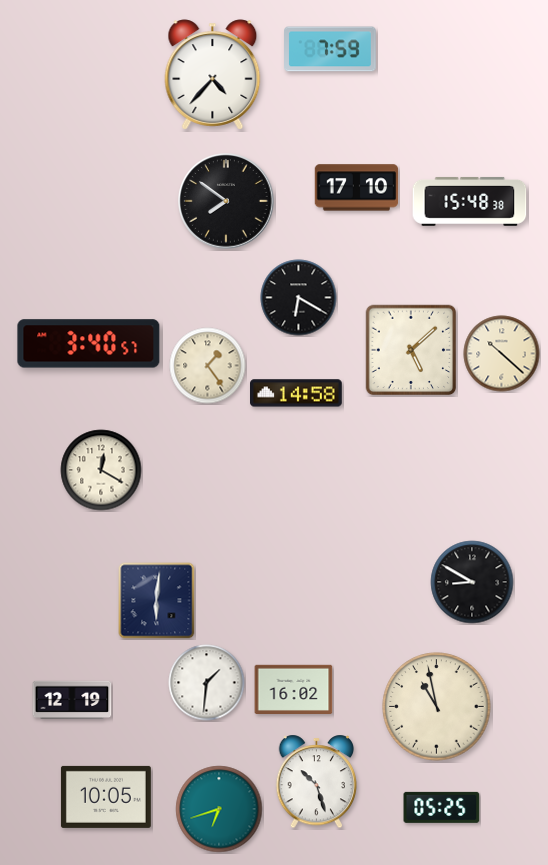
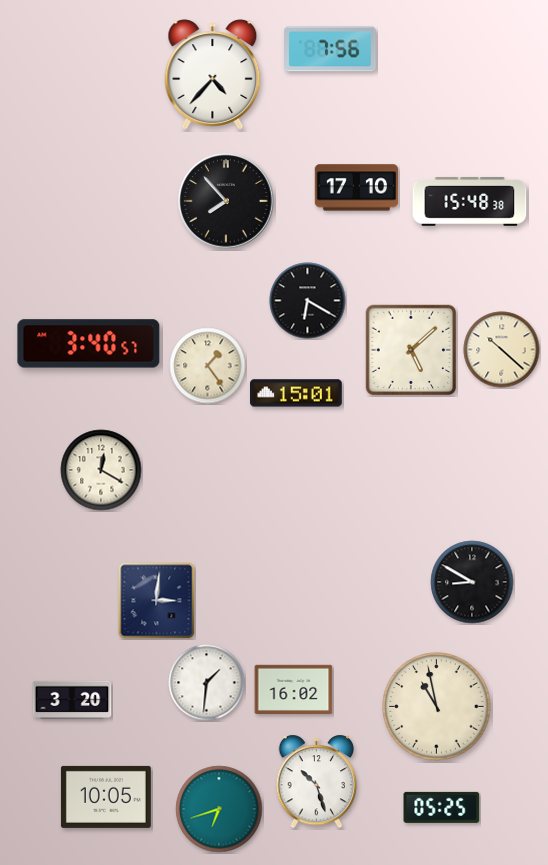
clock at (330, 49): 7:59 -> 7:56
clock at (226, 201): 7:51 -> 7:53
clock at (299, 298) position: (299, 298) -> (308, 301)
clock at (502, 354) position: (502, 354) -> (502, 350)
clock at (297, 393): 14:58 -> 15:01
clock at (157, 601): 6:01 -> 3:01
clock at (72, 699): 12:19 -> 3:20
